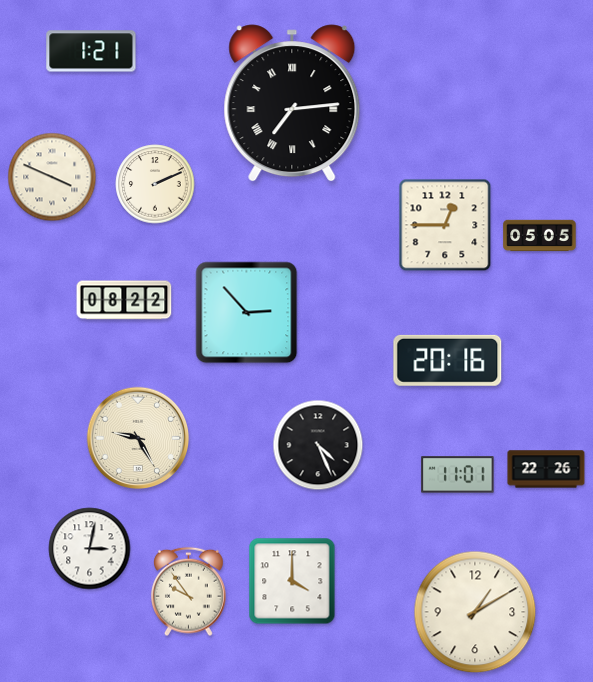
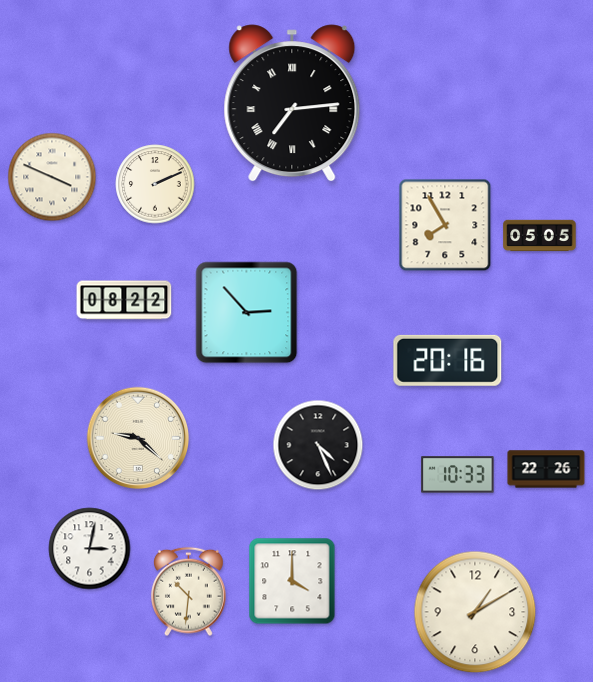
clock at (91, 51): 1:21 -> none
clock at (445, 225): 12:45 -> 7:55
clock at (138, 438): 9:25 -> 9:22
clock at (458, 475): 11:01 -> 10:33
clock at (189, 592): 9:54 -> 10:31
